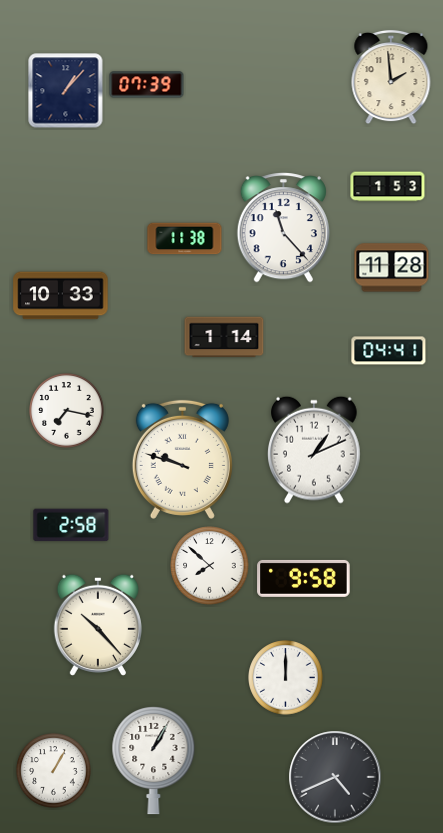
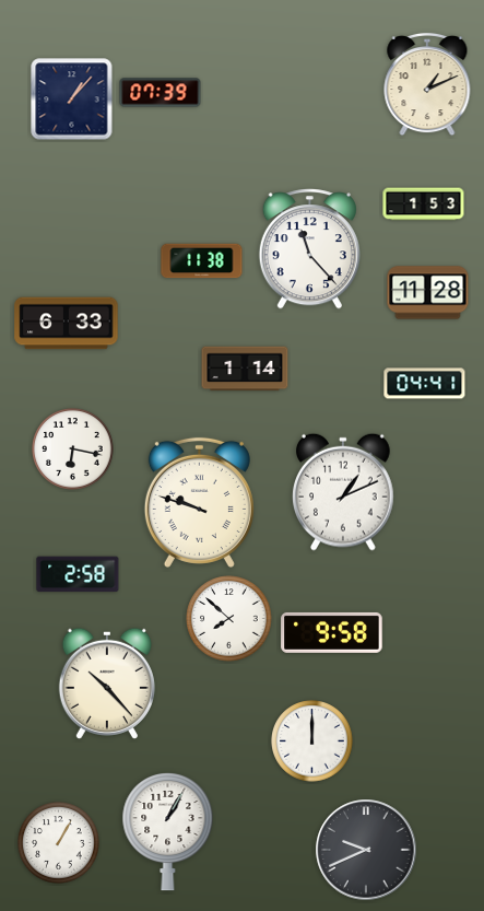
clock at (391, 77): 1:59 -> 1:11
clock at (61, 296): 10:33 -> 6:33
clock at (67, 411): 7:17 -> 6:17
clock at (335, 777): 4:41 -> 9:41
